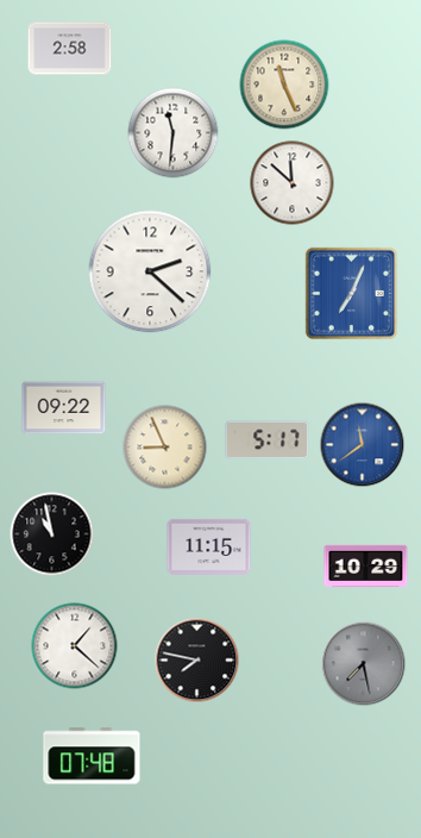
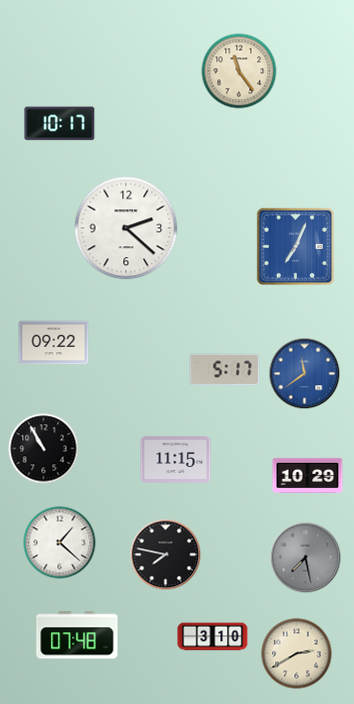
clock at (70, 49): 2:58 -> none
clock at (284, 85): 11:26 -> 11:24
clock at (174, 133): 11:31 -> none
clock at (60, 124): none -> 10:17
clock at (293, 183): 11:52 -> none
clock at (165, 448): 8:56 -> none
clock at (52, 534): 10:58 -> 10:55
clock at (75, 646) position: (75, 646) -> (60, 543)
clock at (213, 637): none -> 3:10
clock at (297, 654): none -> 2:40
